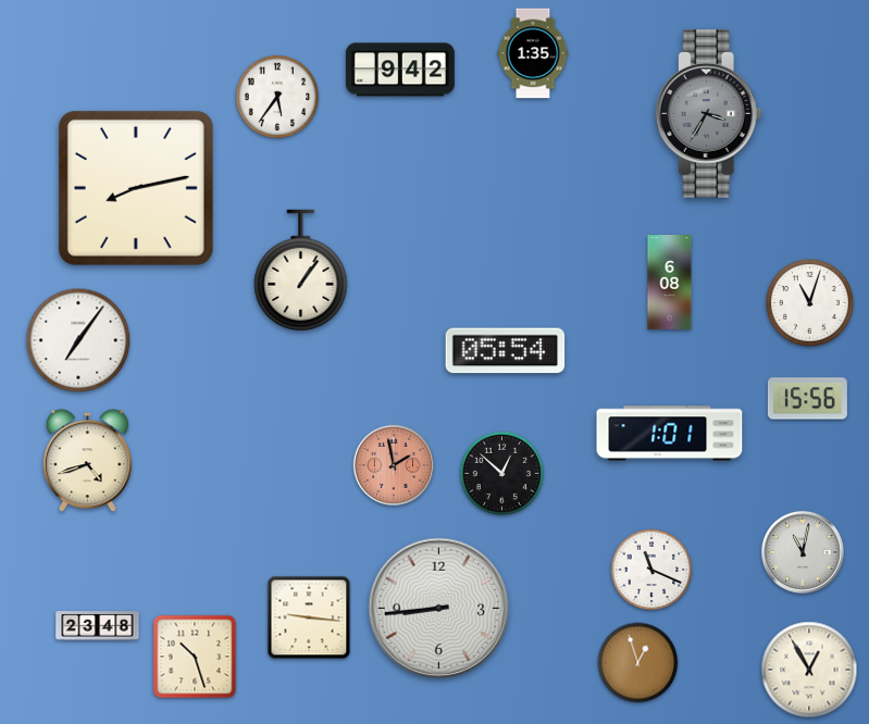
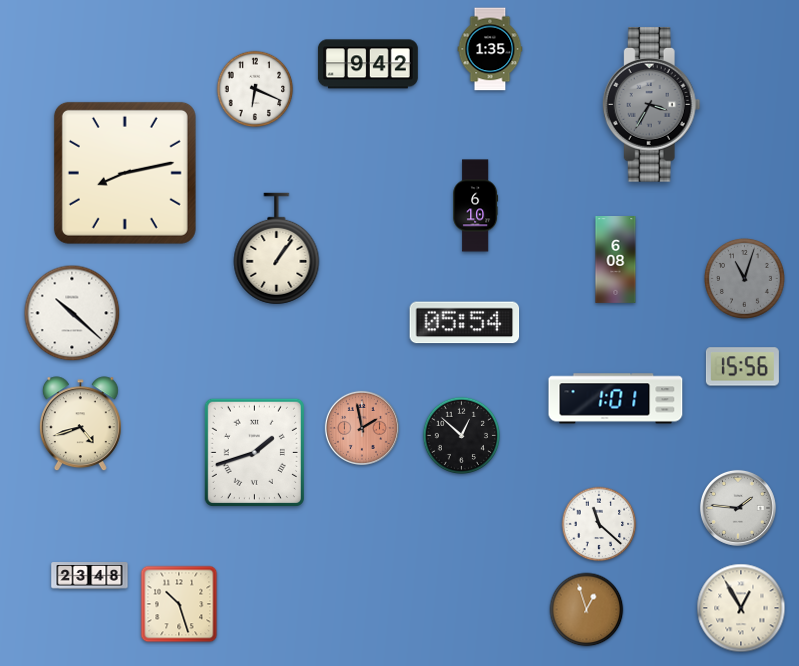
clock at (277, 97): 5:36 -> 6:19
clock at (476, 206): none -> 6:10
clock at (809, 302) dial: white -> grey
clock at (78, 340): 7:06 -> 10:22
clock at (254, 452): none -> 1:42
clock at (803, 552): 11:02 -> 1:46
clock at (651, 570): 11:19 -> 11:22
clock at (439, 609): 8:44 -> none
clock at (309, 617): 9:16 -> none
clock at (809, 670) position: (809, 670) -> (741, 608)
